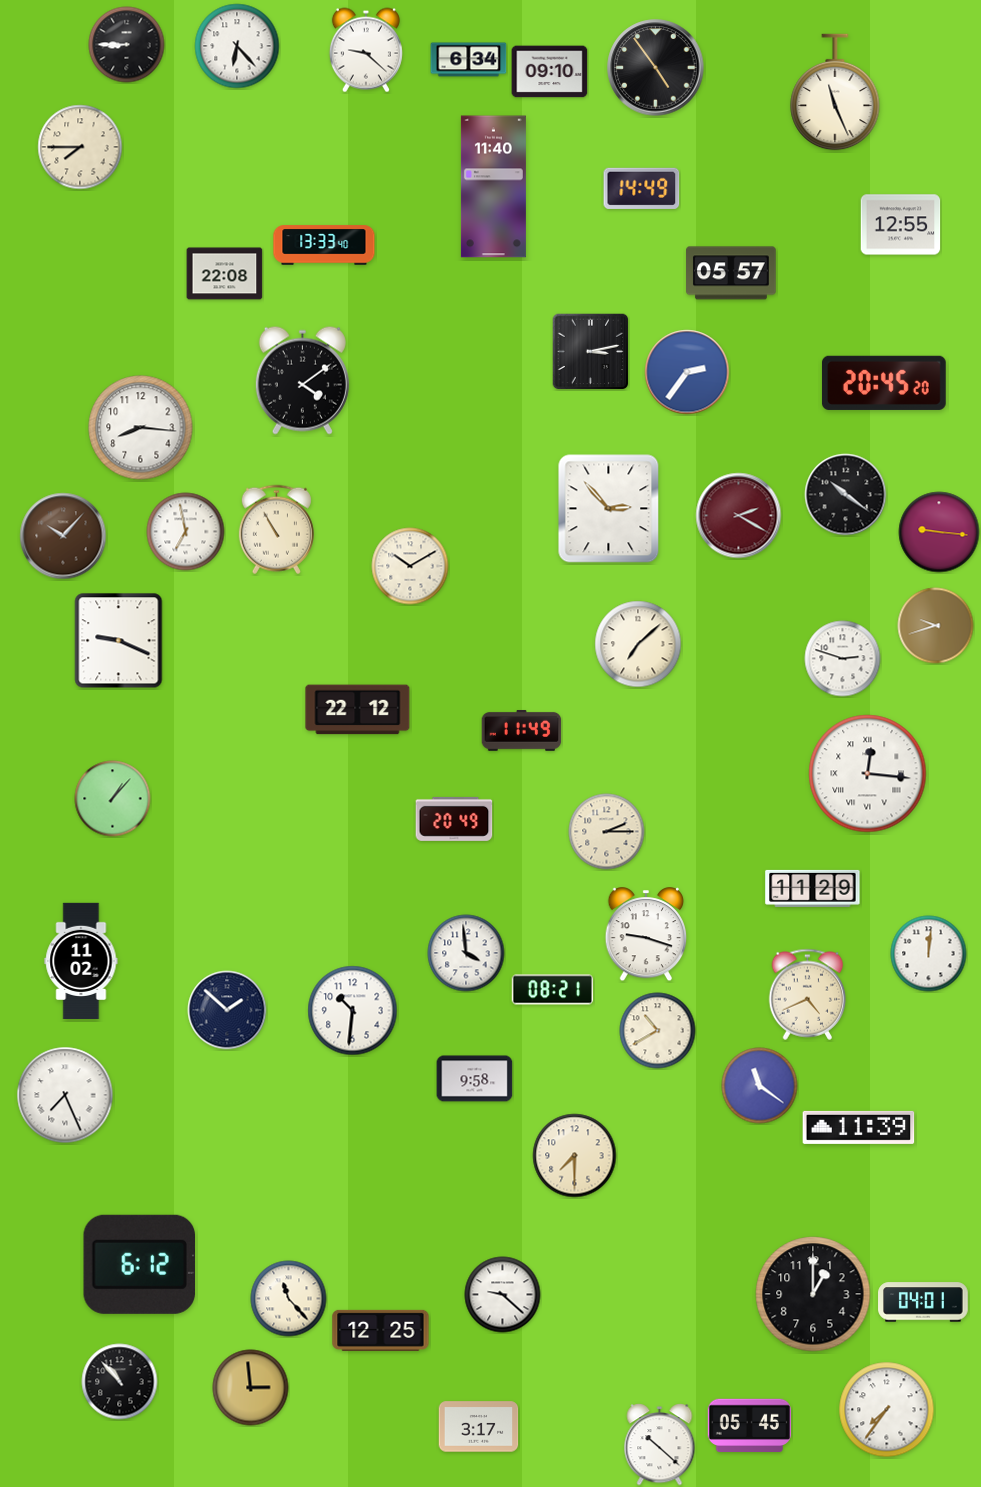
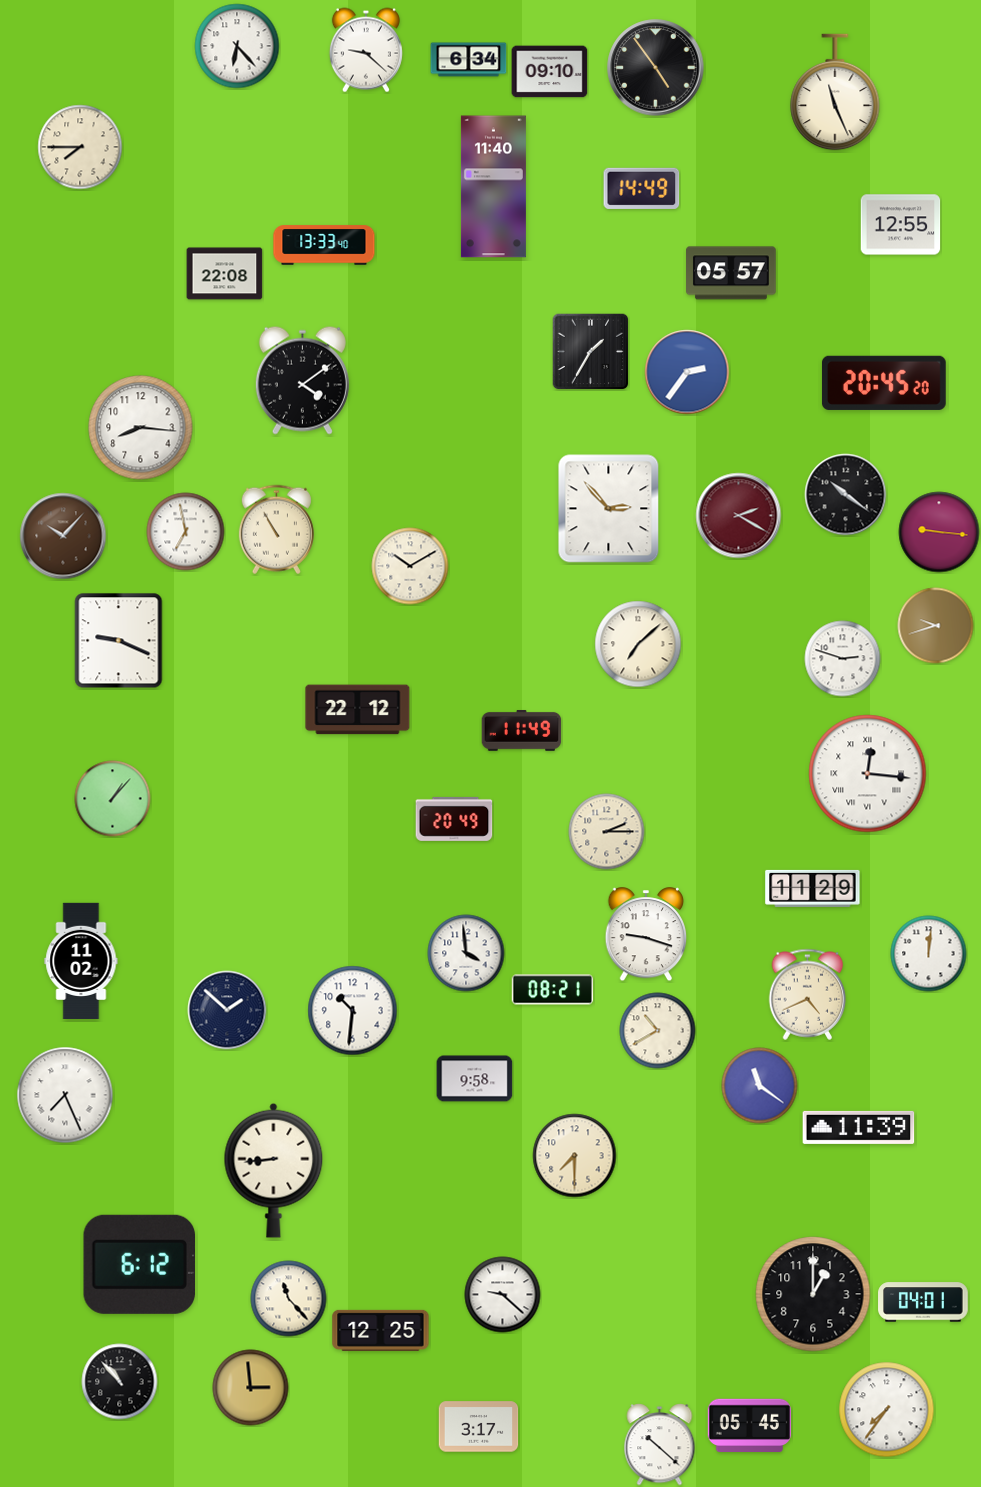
clock at (127, 45): 8:45 -> none
clock at (590, 351): 3:13 -> 1:35
clock at (274, 1170): none -> 8:44
